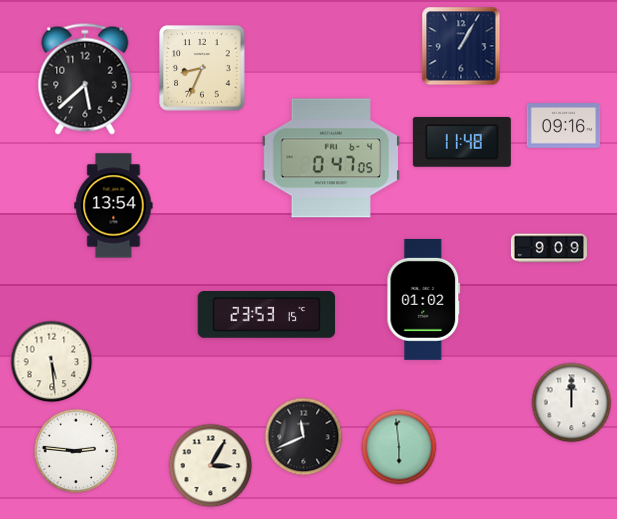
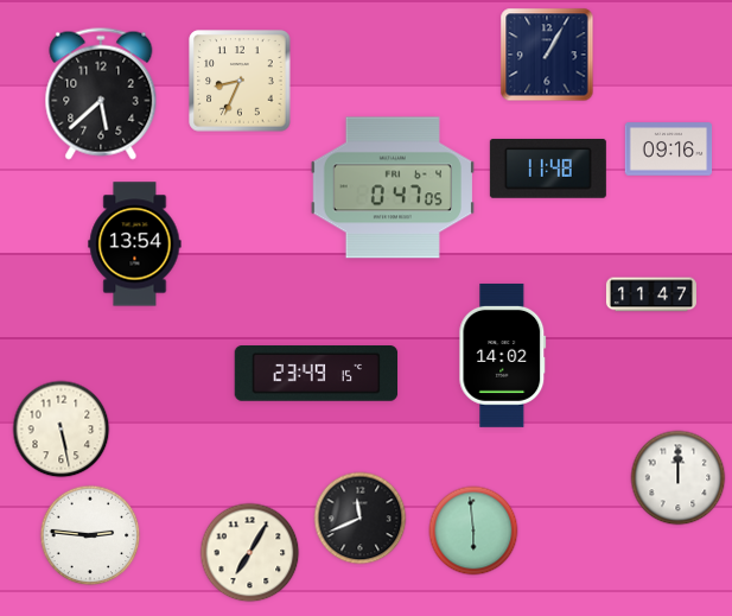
clock at (549, 248): 9:09 -> 11:47
clock at (424, 299): 01:02 -> 14:02
clock at (267, 315): 23:53 -> 23:49
clock at (52, 362): 5:29 -> 5:28
clock at (211, 466): 3:05 -> 7:05
